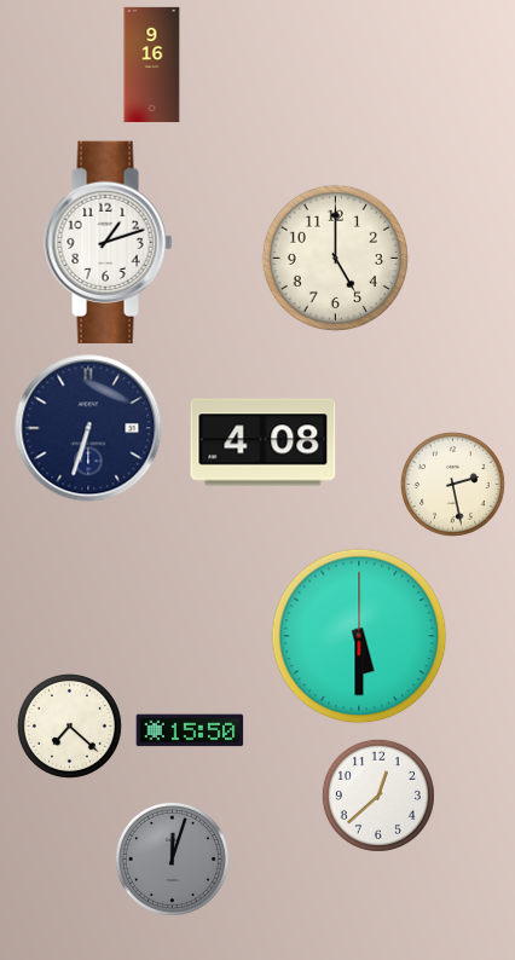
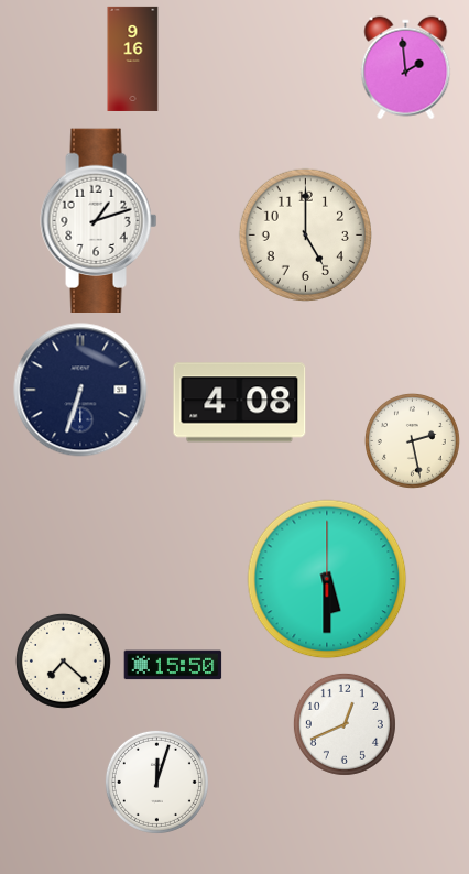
clock at (152, 64) position: (152, 64) -> (133, 58)
clock at (406, 68): none -> 1:59
clock at (378, 796): 12:38 -> 12:41
clock at (172, 858) dial: grey -> white
